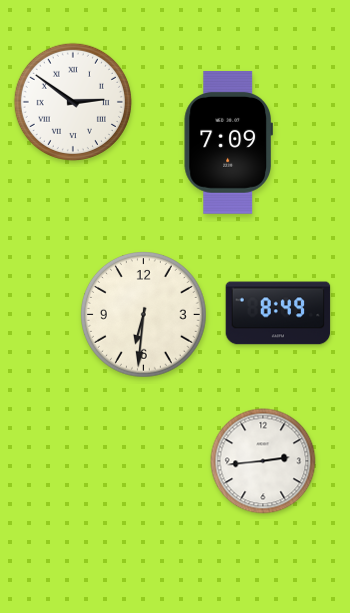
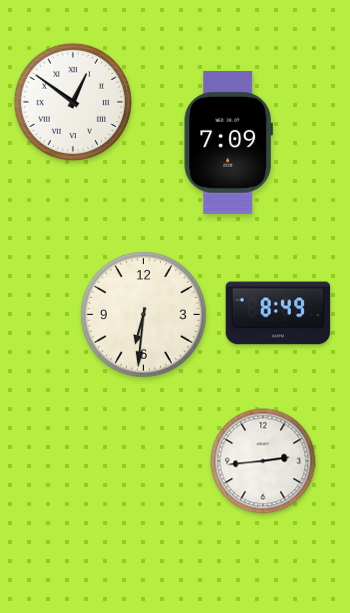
clock at (73, 102): 2:51 -> 12:51
